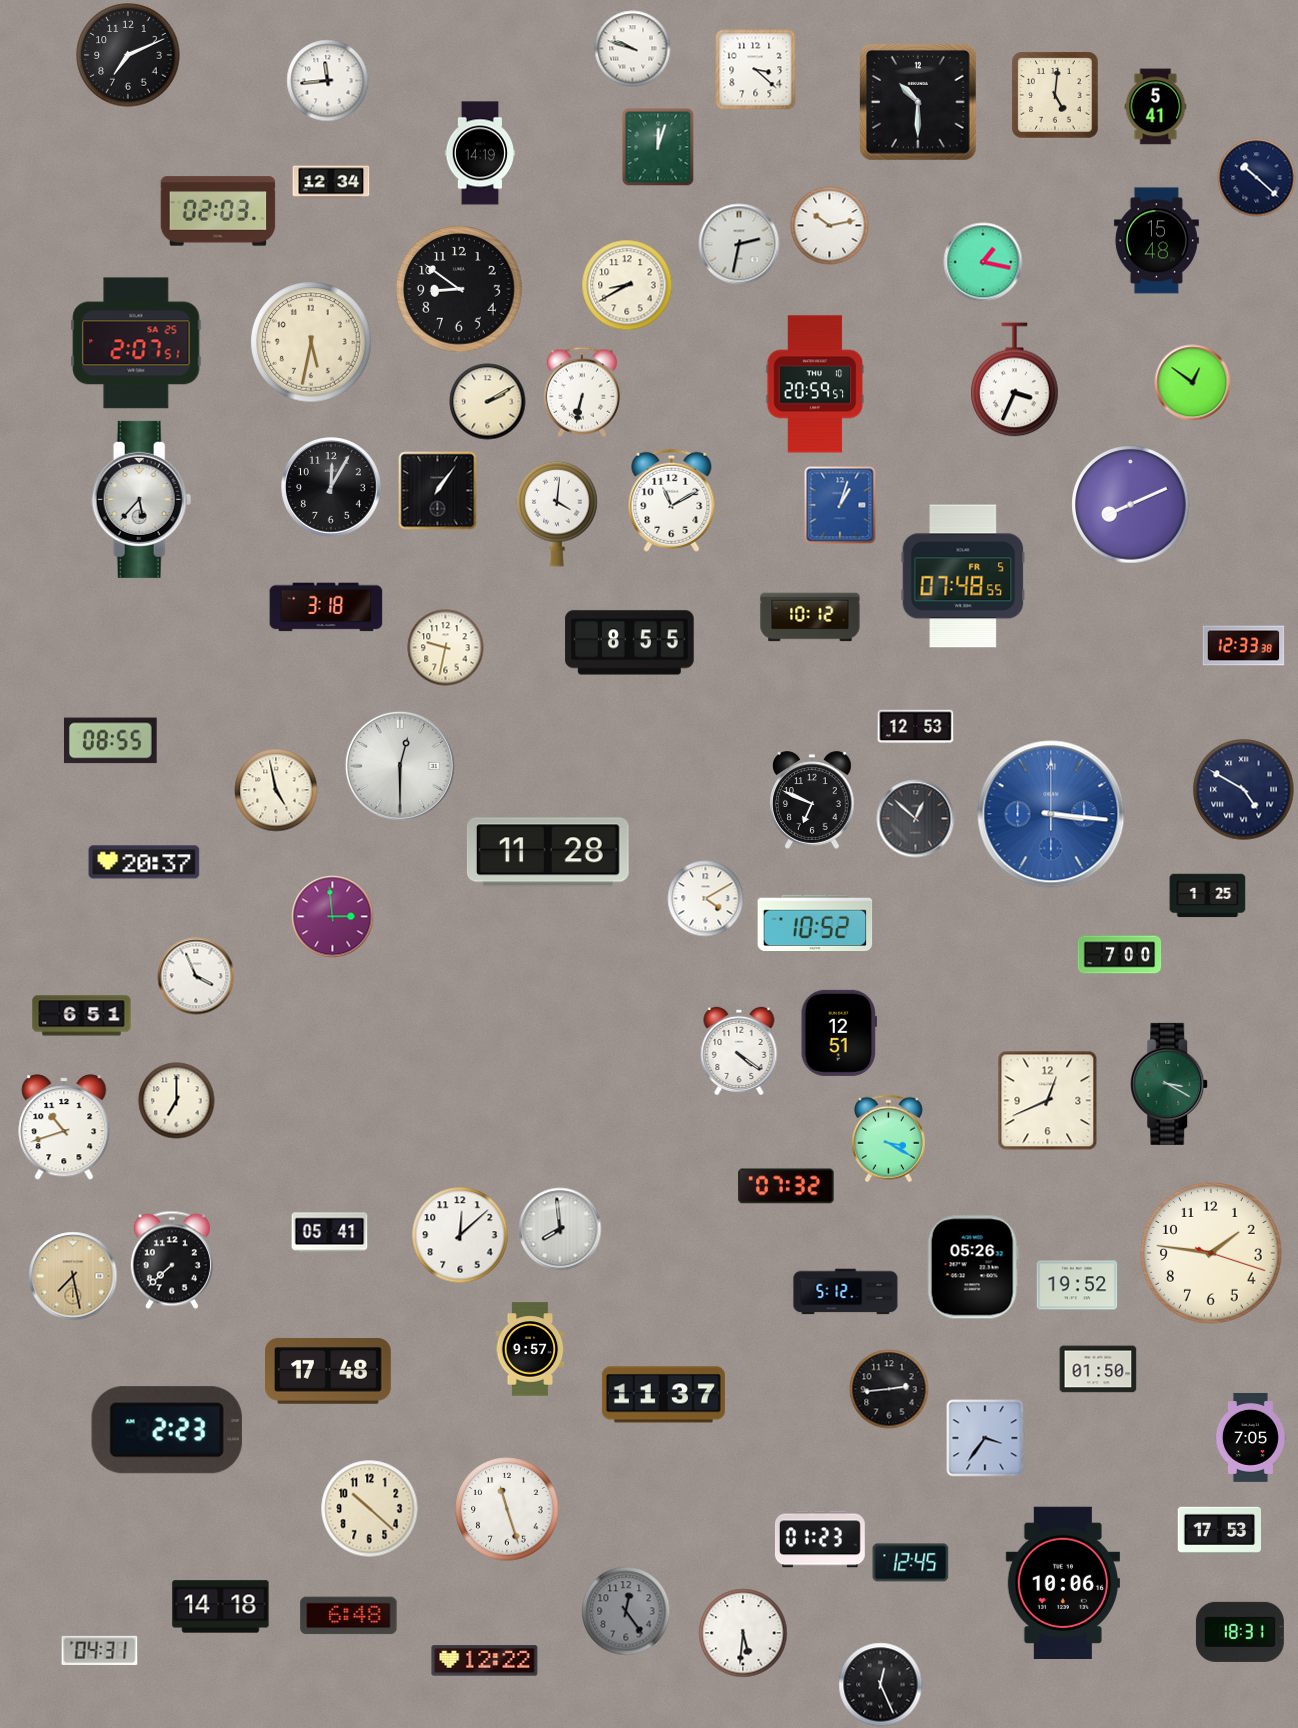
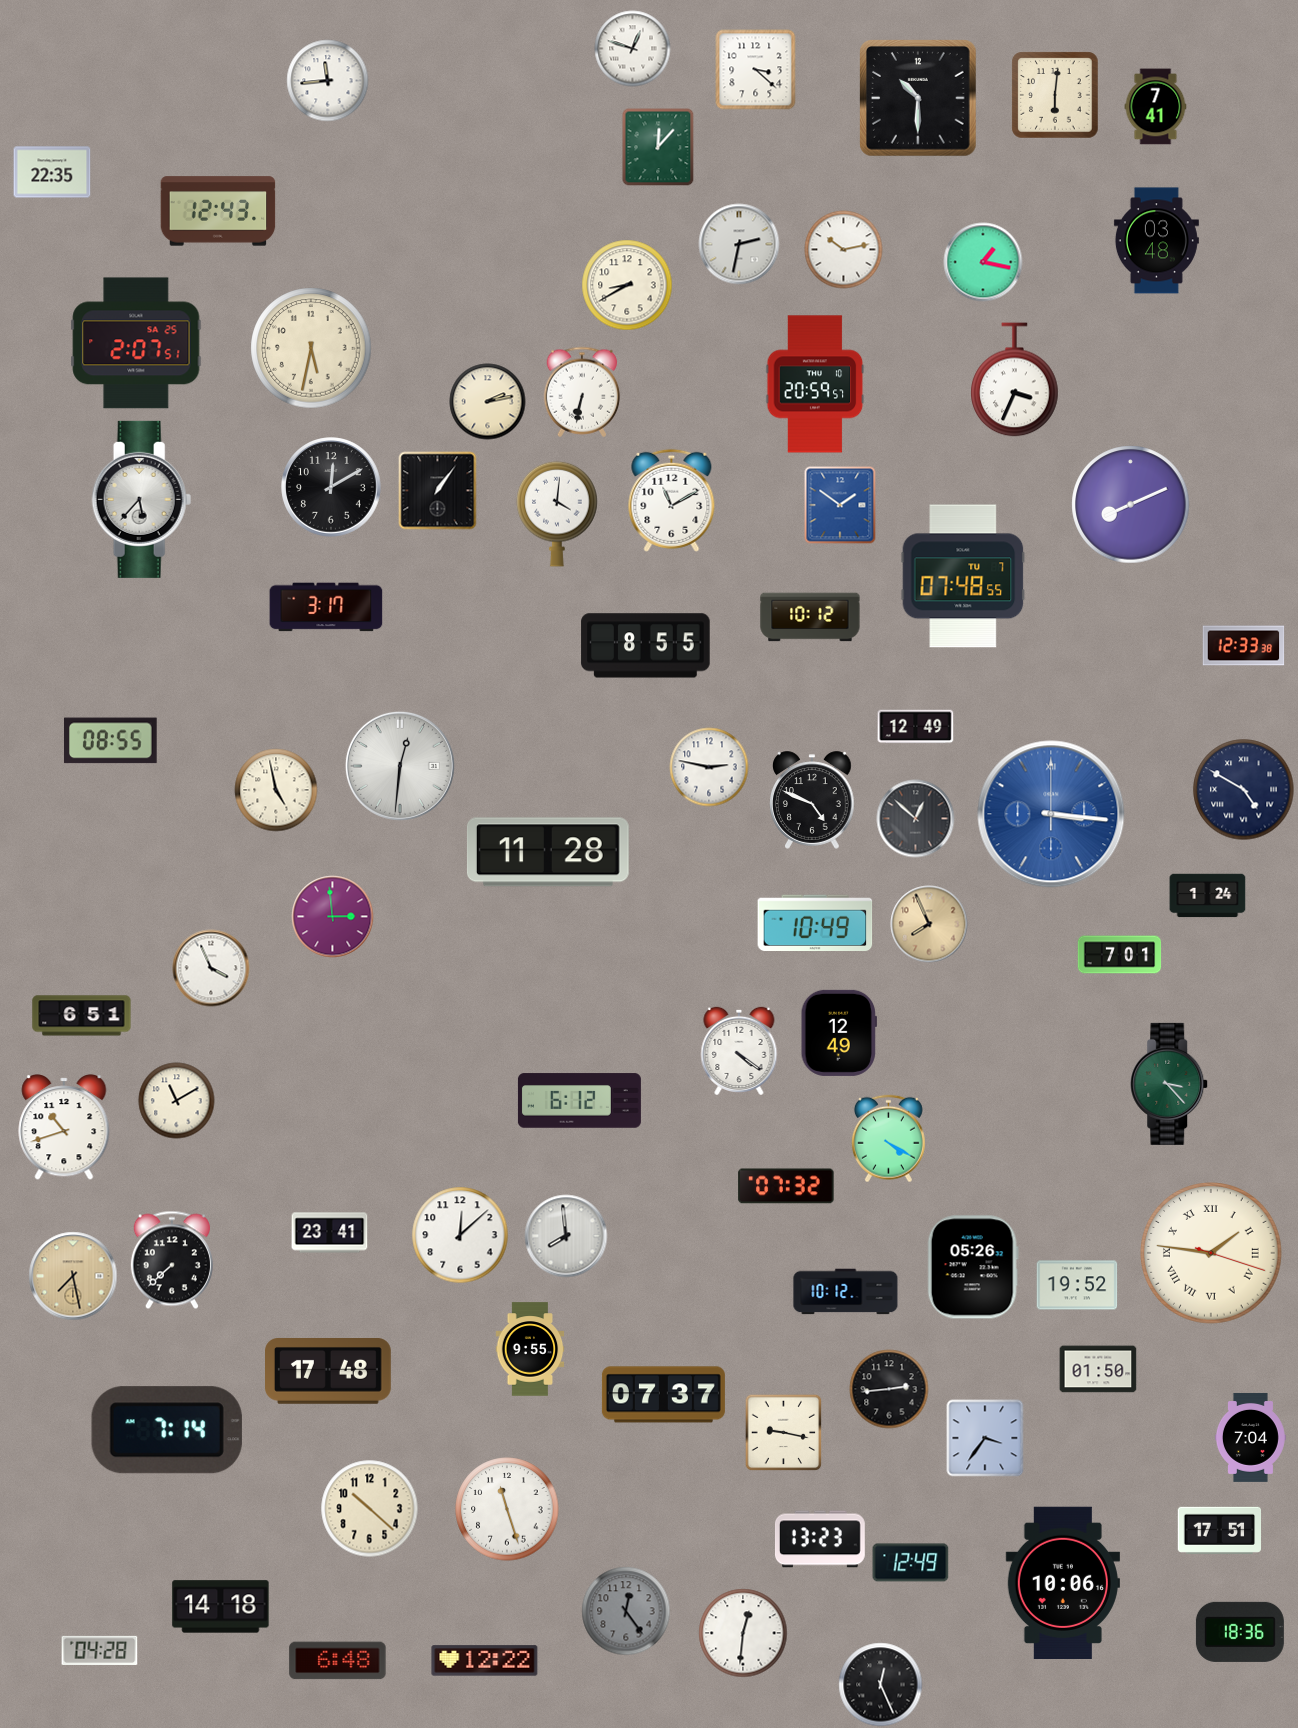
clock at (633, 49): 9:48 -> 12:48
clock at (128, 55): 7:11 -> none
clock at (1055, 95): 5:01 -> 6:01
clock at (919, 103) position: (919, 103) -> (919, 99)
clock at (1156, 107): 5:41 -> 7:41
clock at (658, 147): 12:03 -> 12:07
clock at (480, 153): 14:19 -> none
clock at (52, 172): none -> 22:35
clock at (1257, 178): 10:22 -> none
clock at (331, 182): 12:34 -> none
clock at (218, 211): 02:03 -> 12:43
clock at (830, 226) position: (830, 226) -> (844, 250)
clock at (1156, 241): 15:48 -> 03:48
clock at (459, 289): 8:51 -> none
clock at (311, 342) position: (311, 342) -> (311, 348)
clock at (1193, 383): 12:51 -> none
clock at (488, 402): 2:10 -> 2:13
clock at (331, 487): 12:05 -> 12:10
clock at (840, 505): 1:03 -> 1:51
clock at (963, 576) date: FR 5 -> TU 7
clock at (326, 607): 3:18 -> 3:17
clock at (630, 643) position: (630, 643) -> (646, 646)
clock at (446, 648): 9:32 -> none
clock at (916, 727): 12:53 -> 12:49
clock at (400, 766): 12:30 -> 12:31
clock at (709, 767): none -> 2:47
clock at (812, 800): 6:49 -> 4:49
clock at (144, 862): 20:37 -> none
clock at (1208, 896): 1:25 -> 1:24
clock at (706, 899): 4:10 -> none
clock at (815, 923): 10:52 -> 10:49
clock at (929, 924): none -> 7:56
clock at (1120, 955): 7:00 -> 7:01
clock at (196, 976) position: (196, 976) -> (211, 968)
clock at (838, 1033): 12:51 -> 12:49
clock at (1170, 1084): 3:20 -> 3:23
clock at (177, 1101): 7:00 -> 11:10
clock at (579, 1101): none -> 6:12
clock at (1048, 1101): 12:41 -> none
clock at (888, 1139): 3:20 -> 4:20
clock at (560, 1229) position: (560, 1229) -> (566, 1236)
clock at (330, 1233): 05:41 -> 23:41
clock at (1212, 1254) numerals: Arabic -> Roman
clock at (846, 1292): 5:12 -> 10:12
clock at (530, 1349): 9:57 -> 9:55
clock at (663, 1395): 11:37 -> 07:37
clock at (167, 1430): 2:23 -> 7:14
clock at (783, 1432): none -> 9:17
clock at (1250, 1437): 7:05 -> 7:04
clock at (1219, 1530): 17:53 -> 17:51
clock at (820, 1539): 01:23 -> 13:23
clock at (911, 1563): 12:45 -> 12:49
clock at (349, 1616) position: (349, 1616) -> (338, 1661)
clock at (1240, 1632): 18:31 -> 18:36
clock at (743, 1633): 5:31 -> 12:31
clock at (100, 1650): 04:31 -> 04:28
